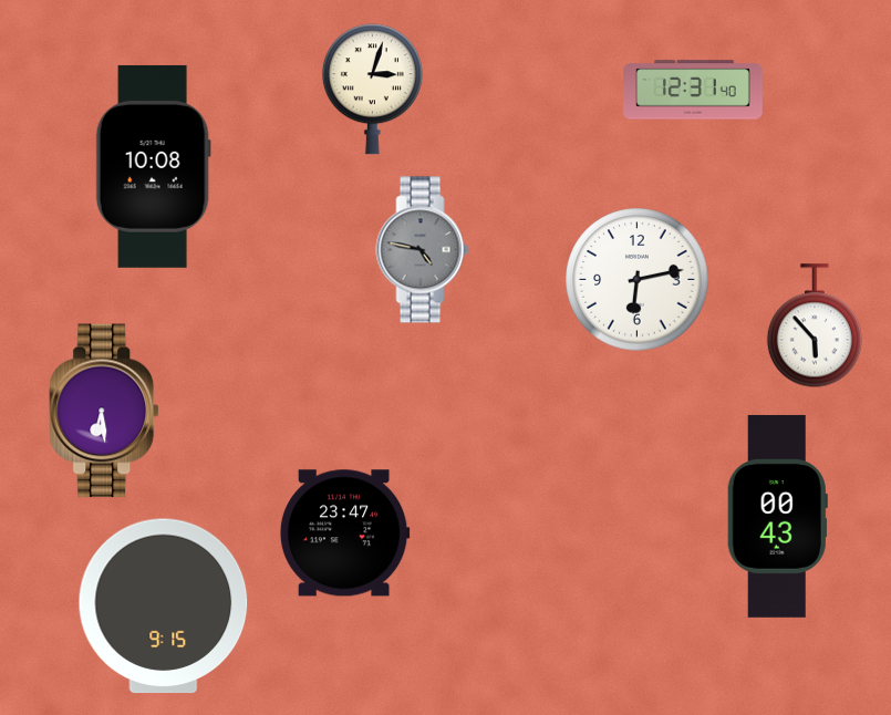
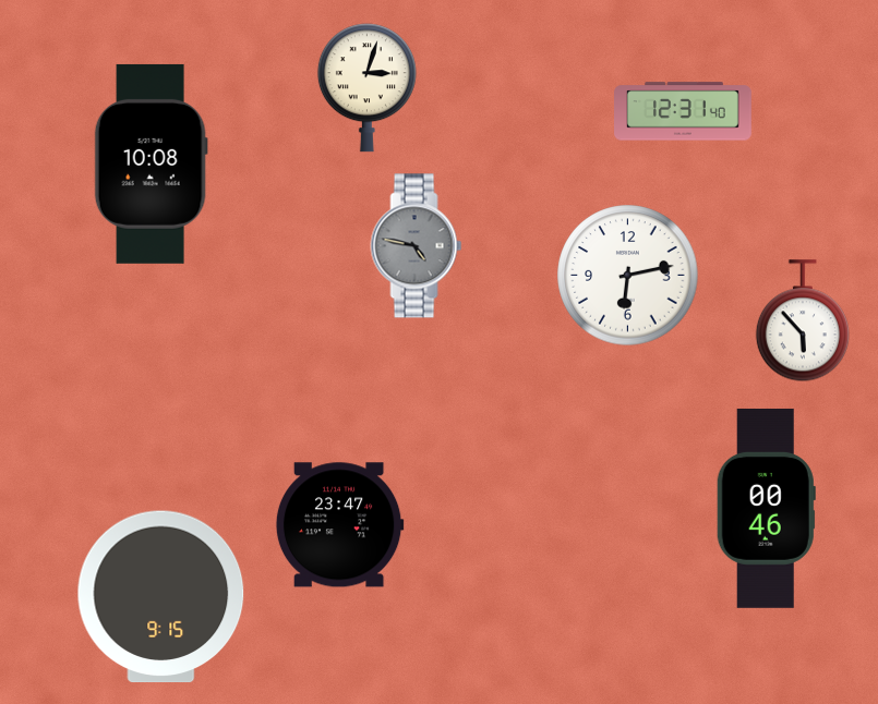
clock at (694, 90) position: (694, 90) -> (684, 111)
clock at (105, 411): 6:29 -> none
clock at (777, 516): 00:43 -> 00:46
